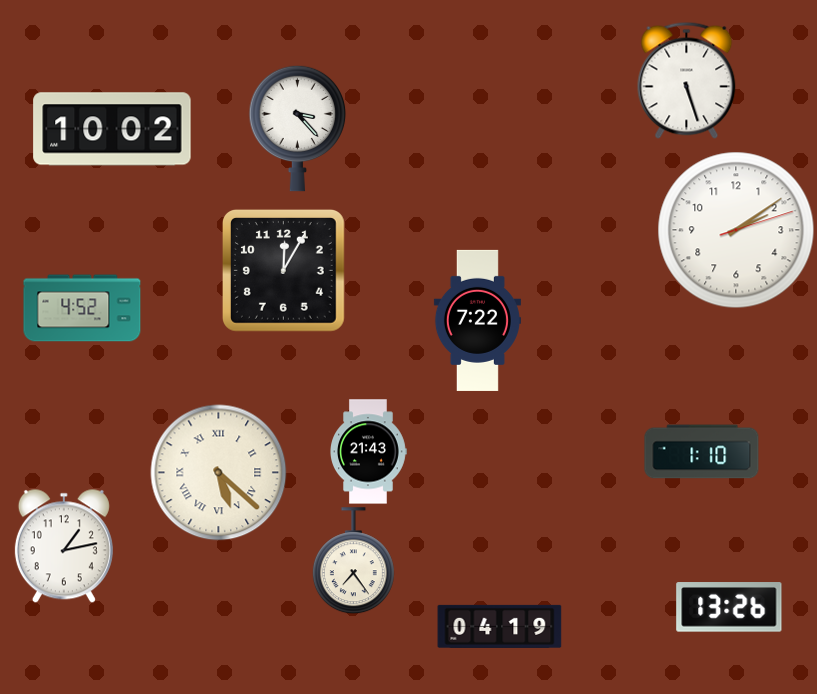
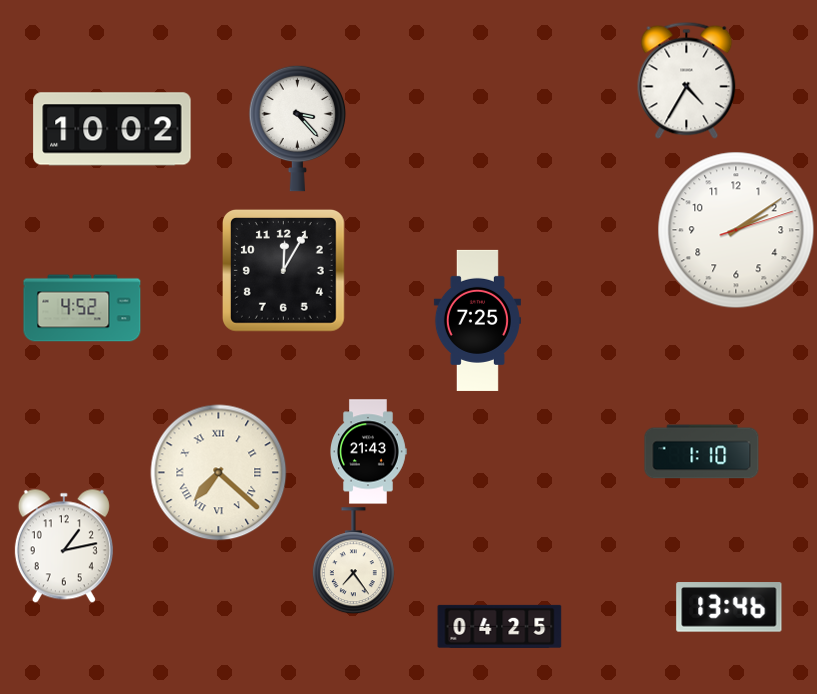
clock at (687, 80): 5:27 -> 4:35
clock at (477, 320): 7:22 -> 7:25
clock at (219, 473): 5:22 -> 7:22
clock at (729, 607): 13:26 -> 13:46
clock at (500, 626): 04:19 -> 04:25
